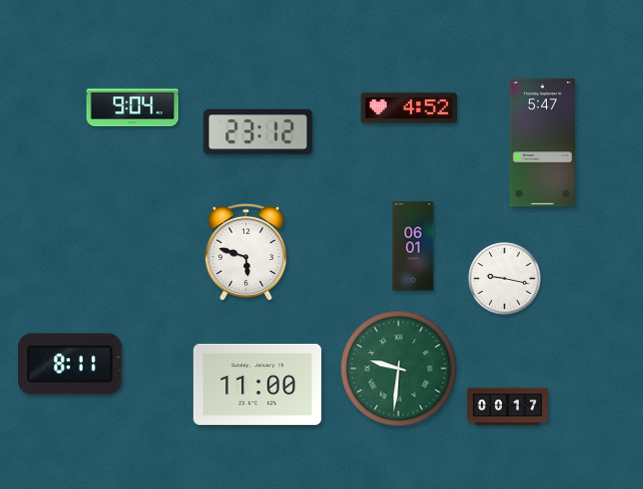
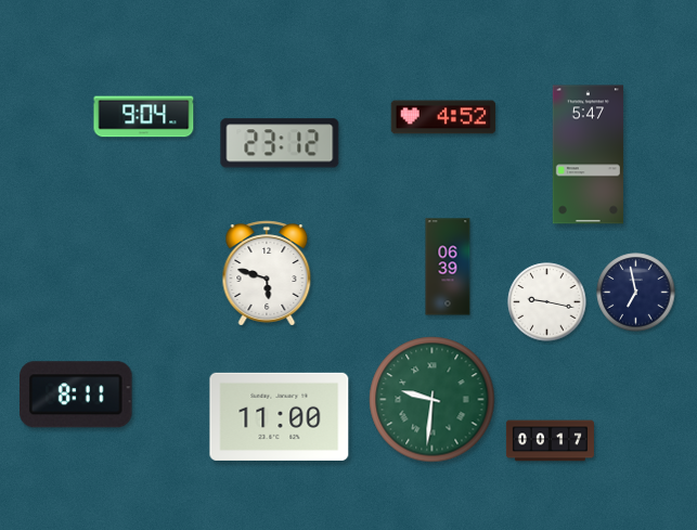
clock at (413, 246): 06:01 -> 06:39
clock at (636, 293): none -> 6:58
